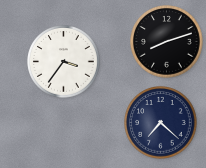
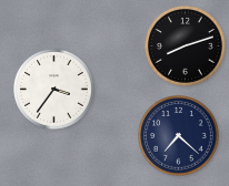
clock at (64, 62) position: (64, 62) -> (54, 90)
